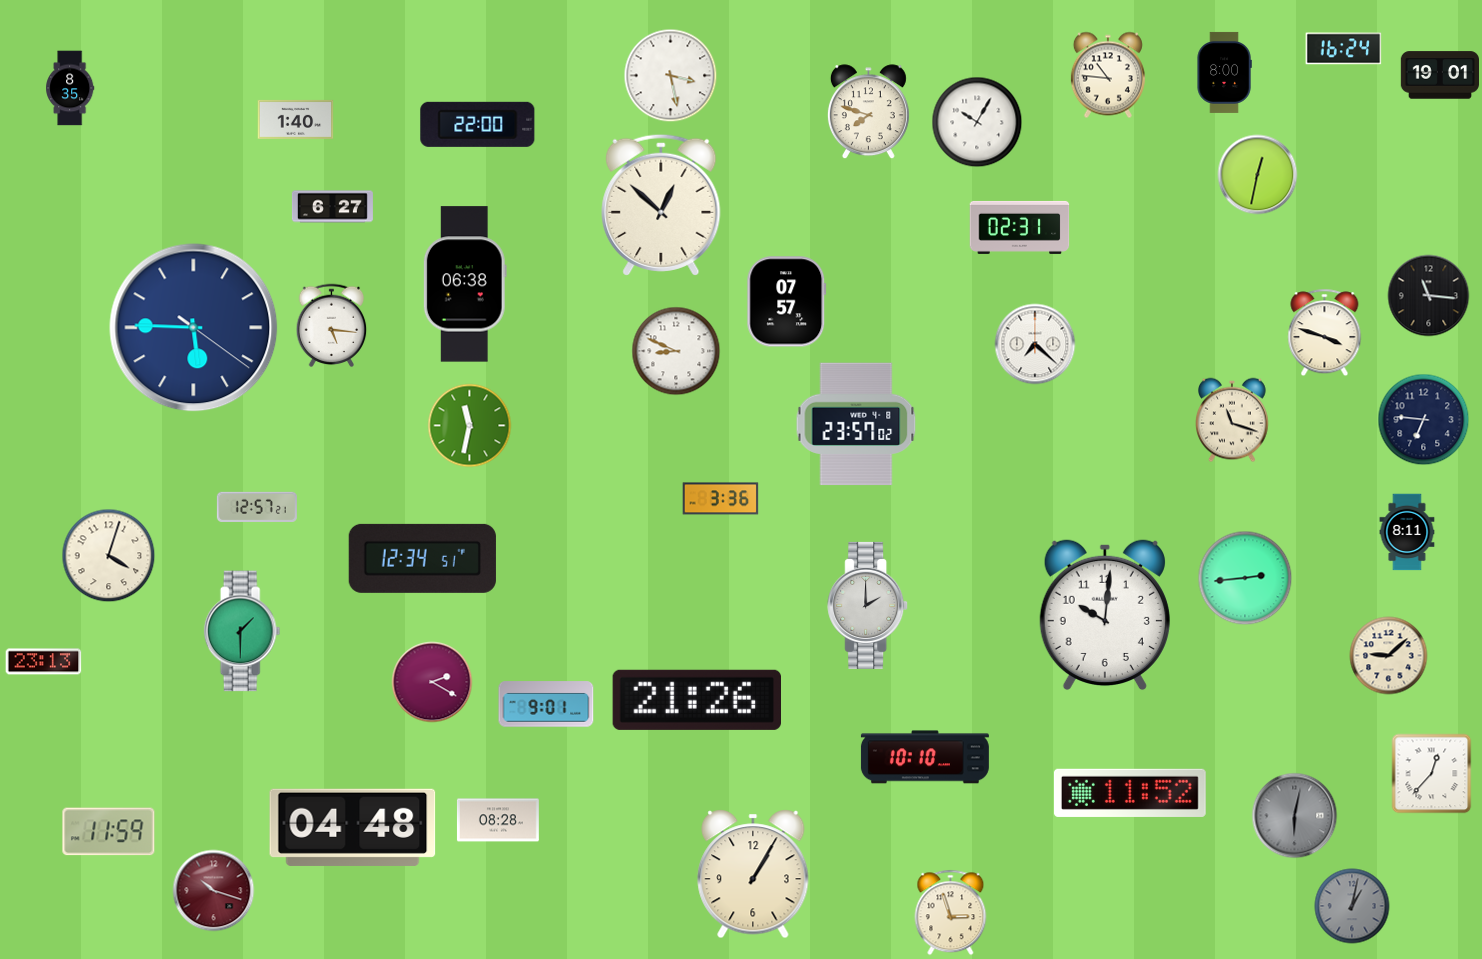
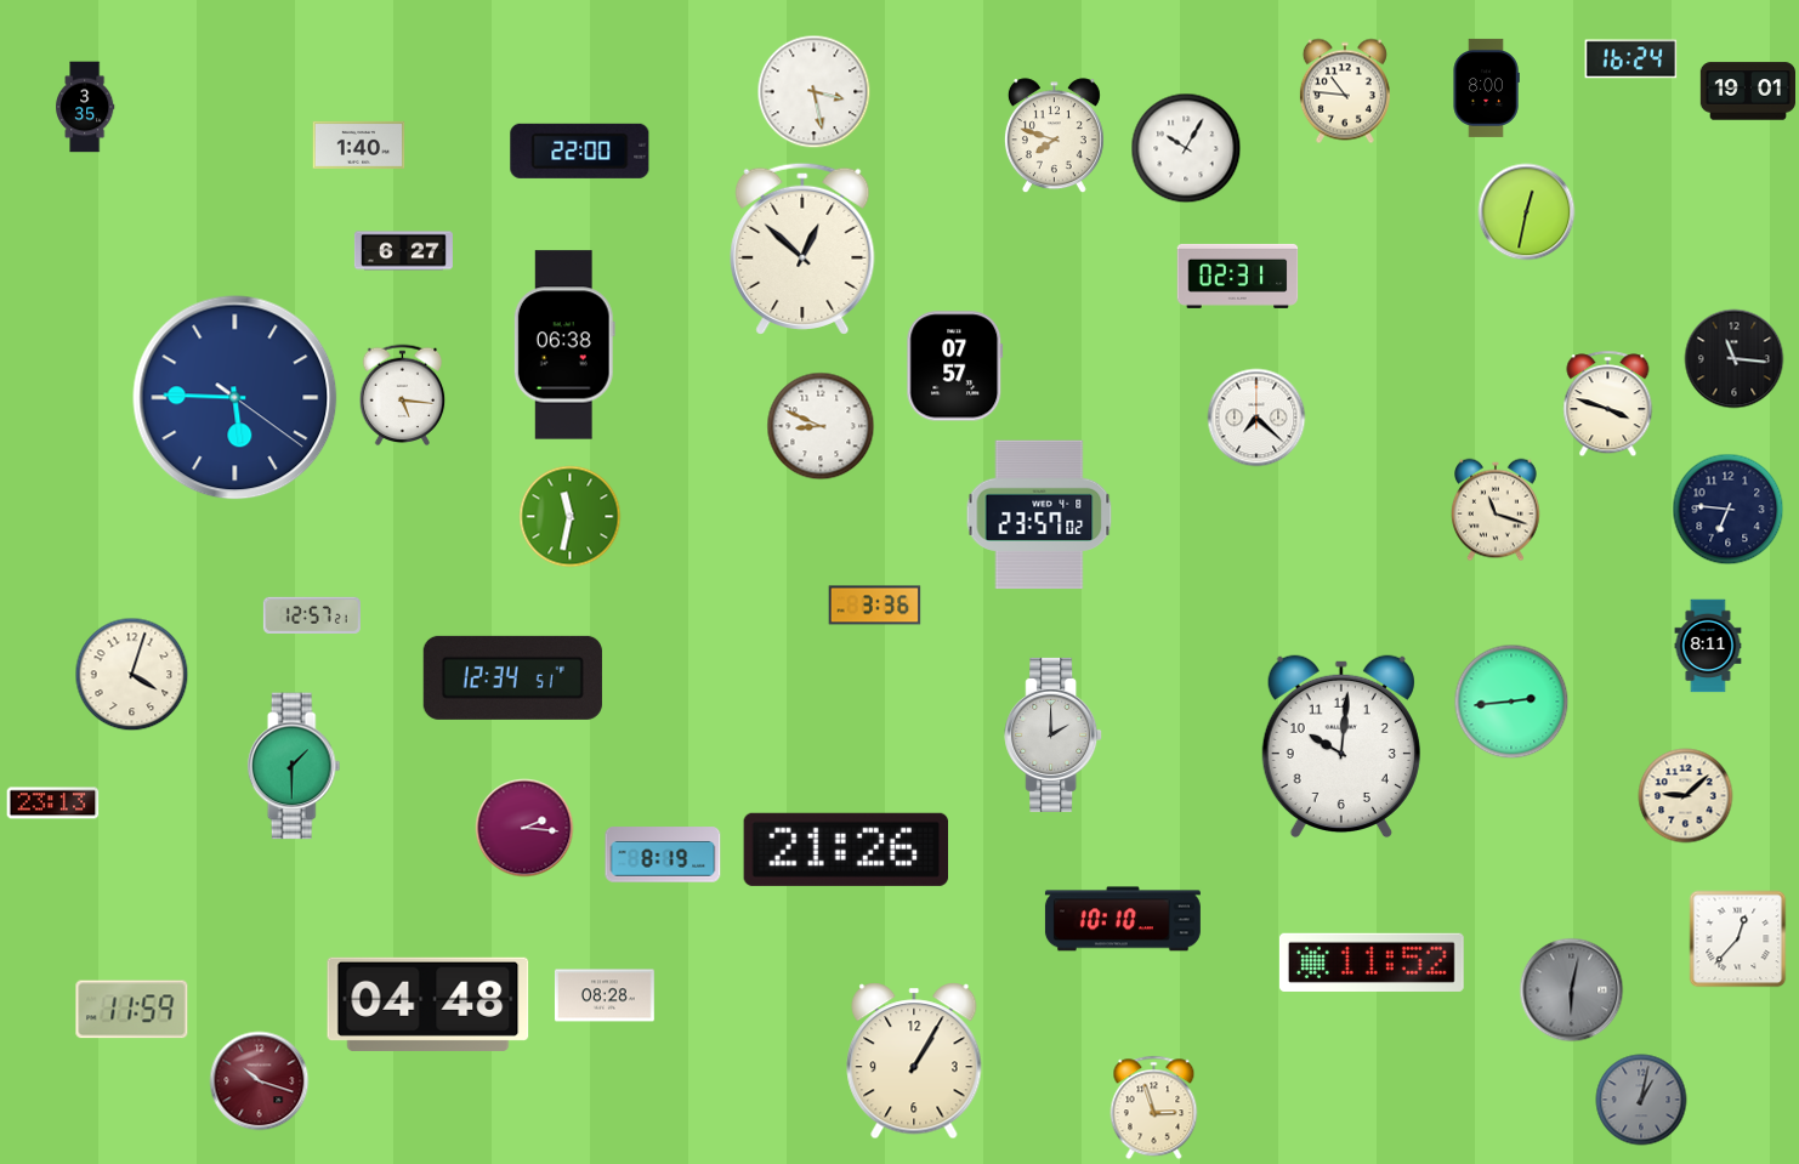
clock at (70, 88): 8:35 -> 3:35
clock at (432, 682): 2:20 -> 2:16
clock at (546, 704): 9:01 -> 8:19
